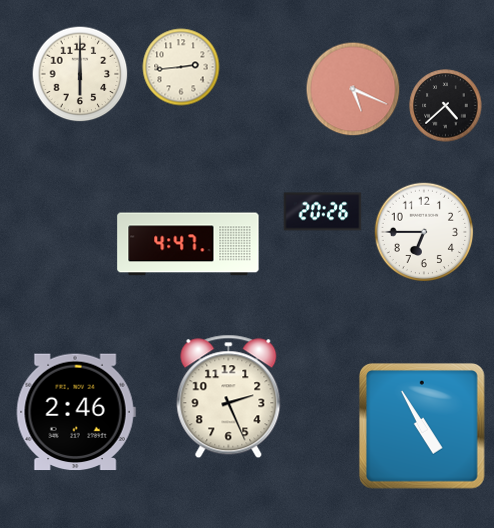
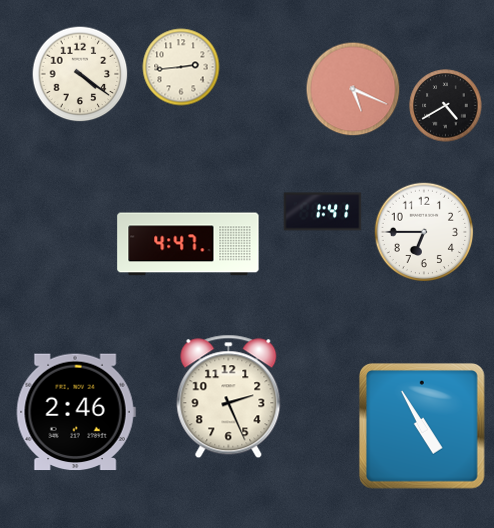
clock at (80, 74): 6:00 -> 4:21
clock at (446, 106): 4:38 -> 4:40
clock at (323, 212): 20:26 -> 1:41
